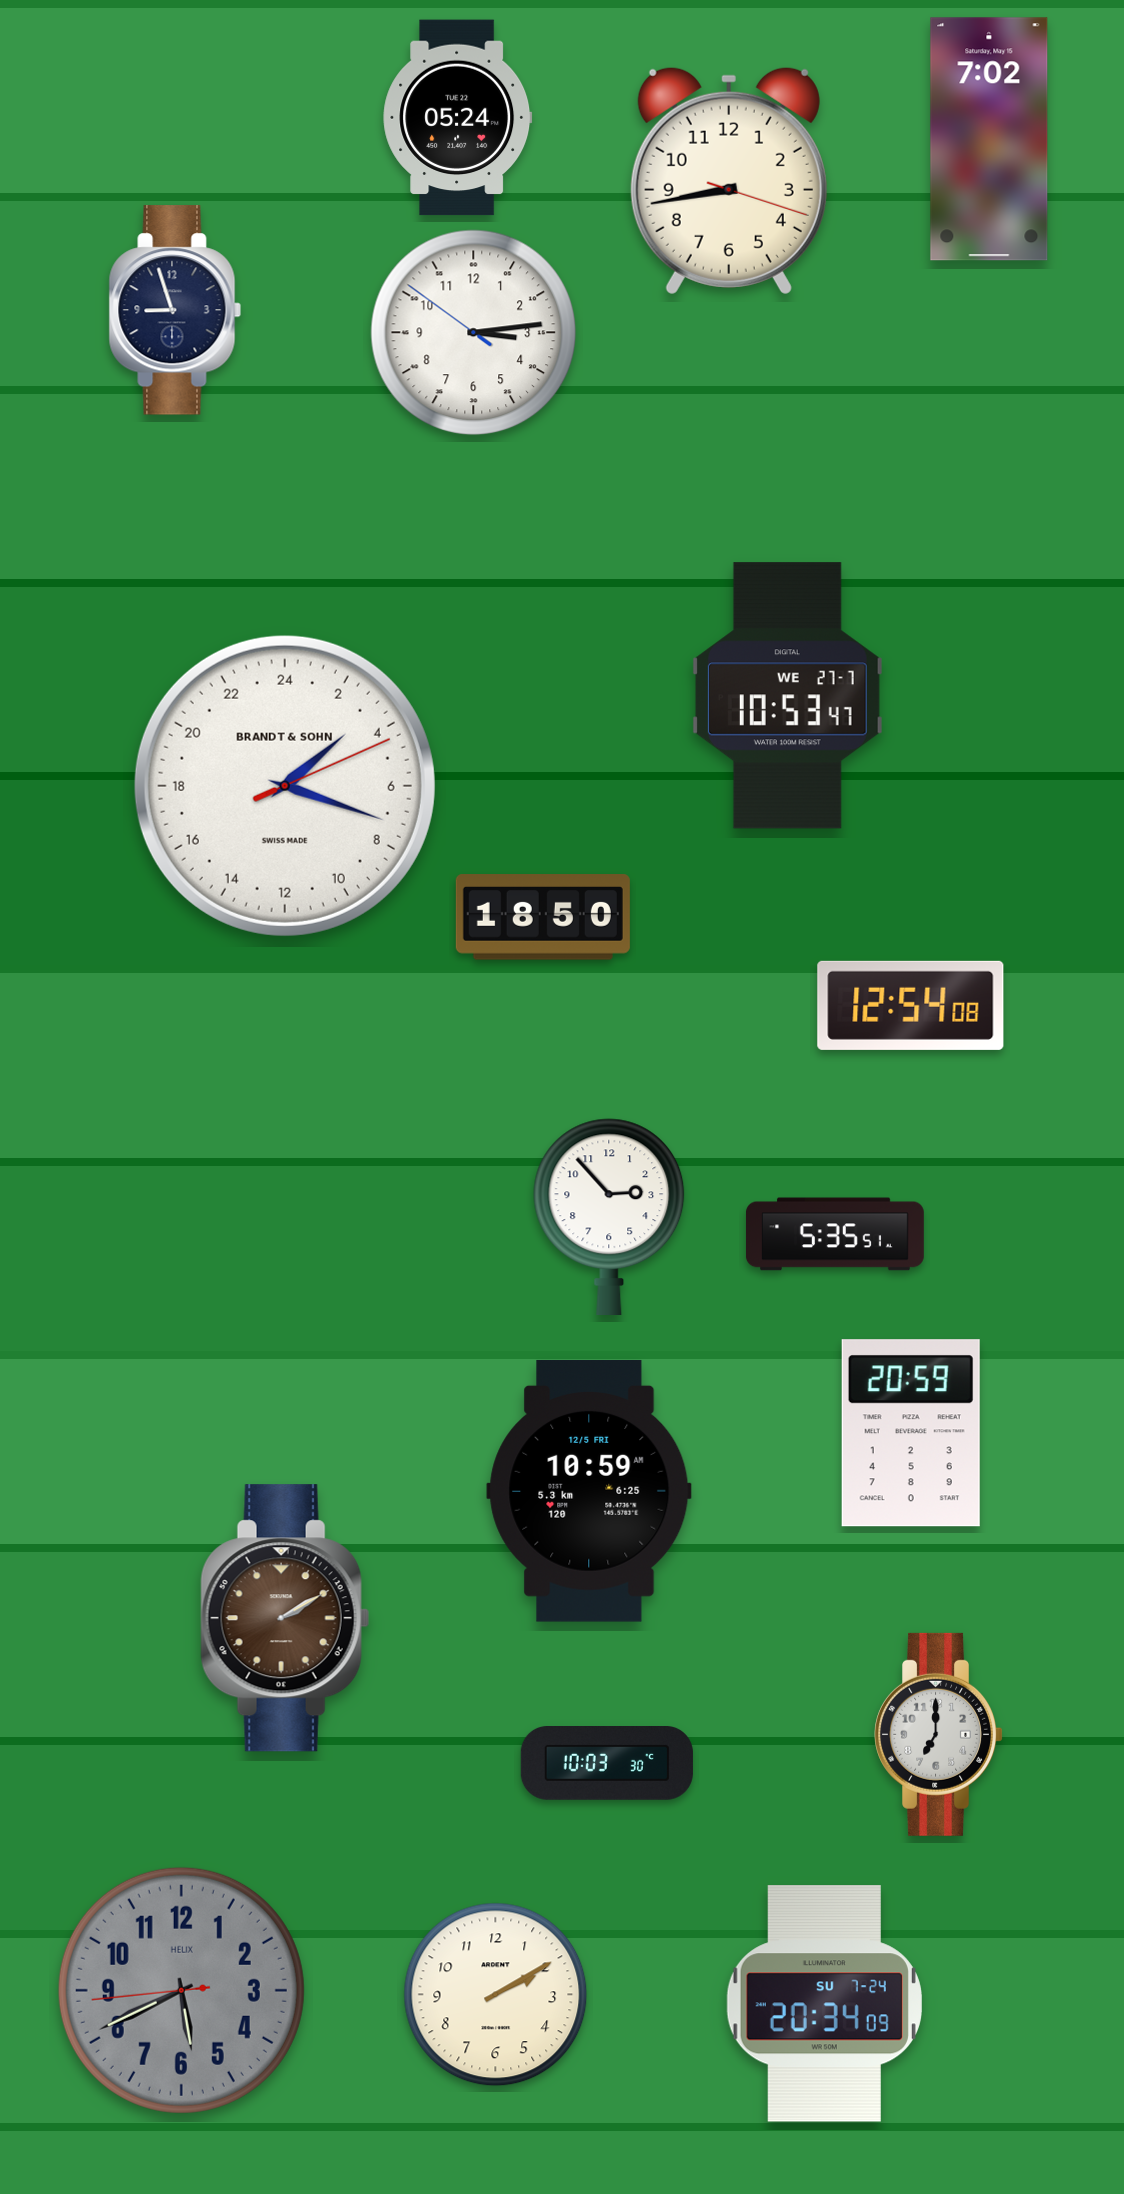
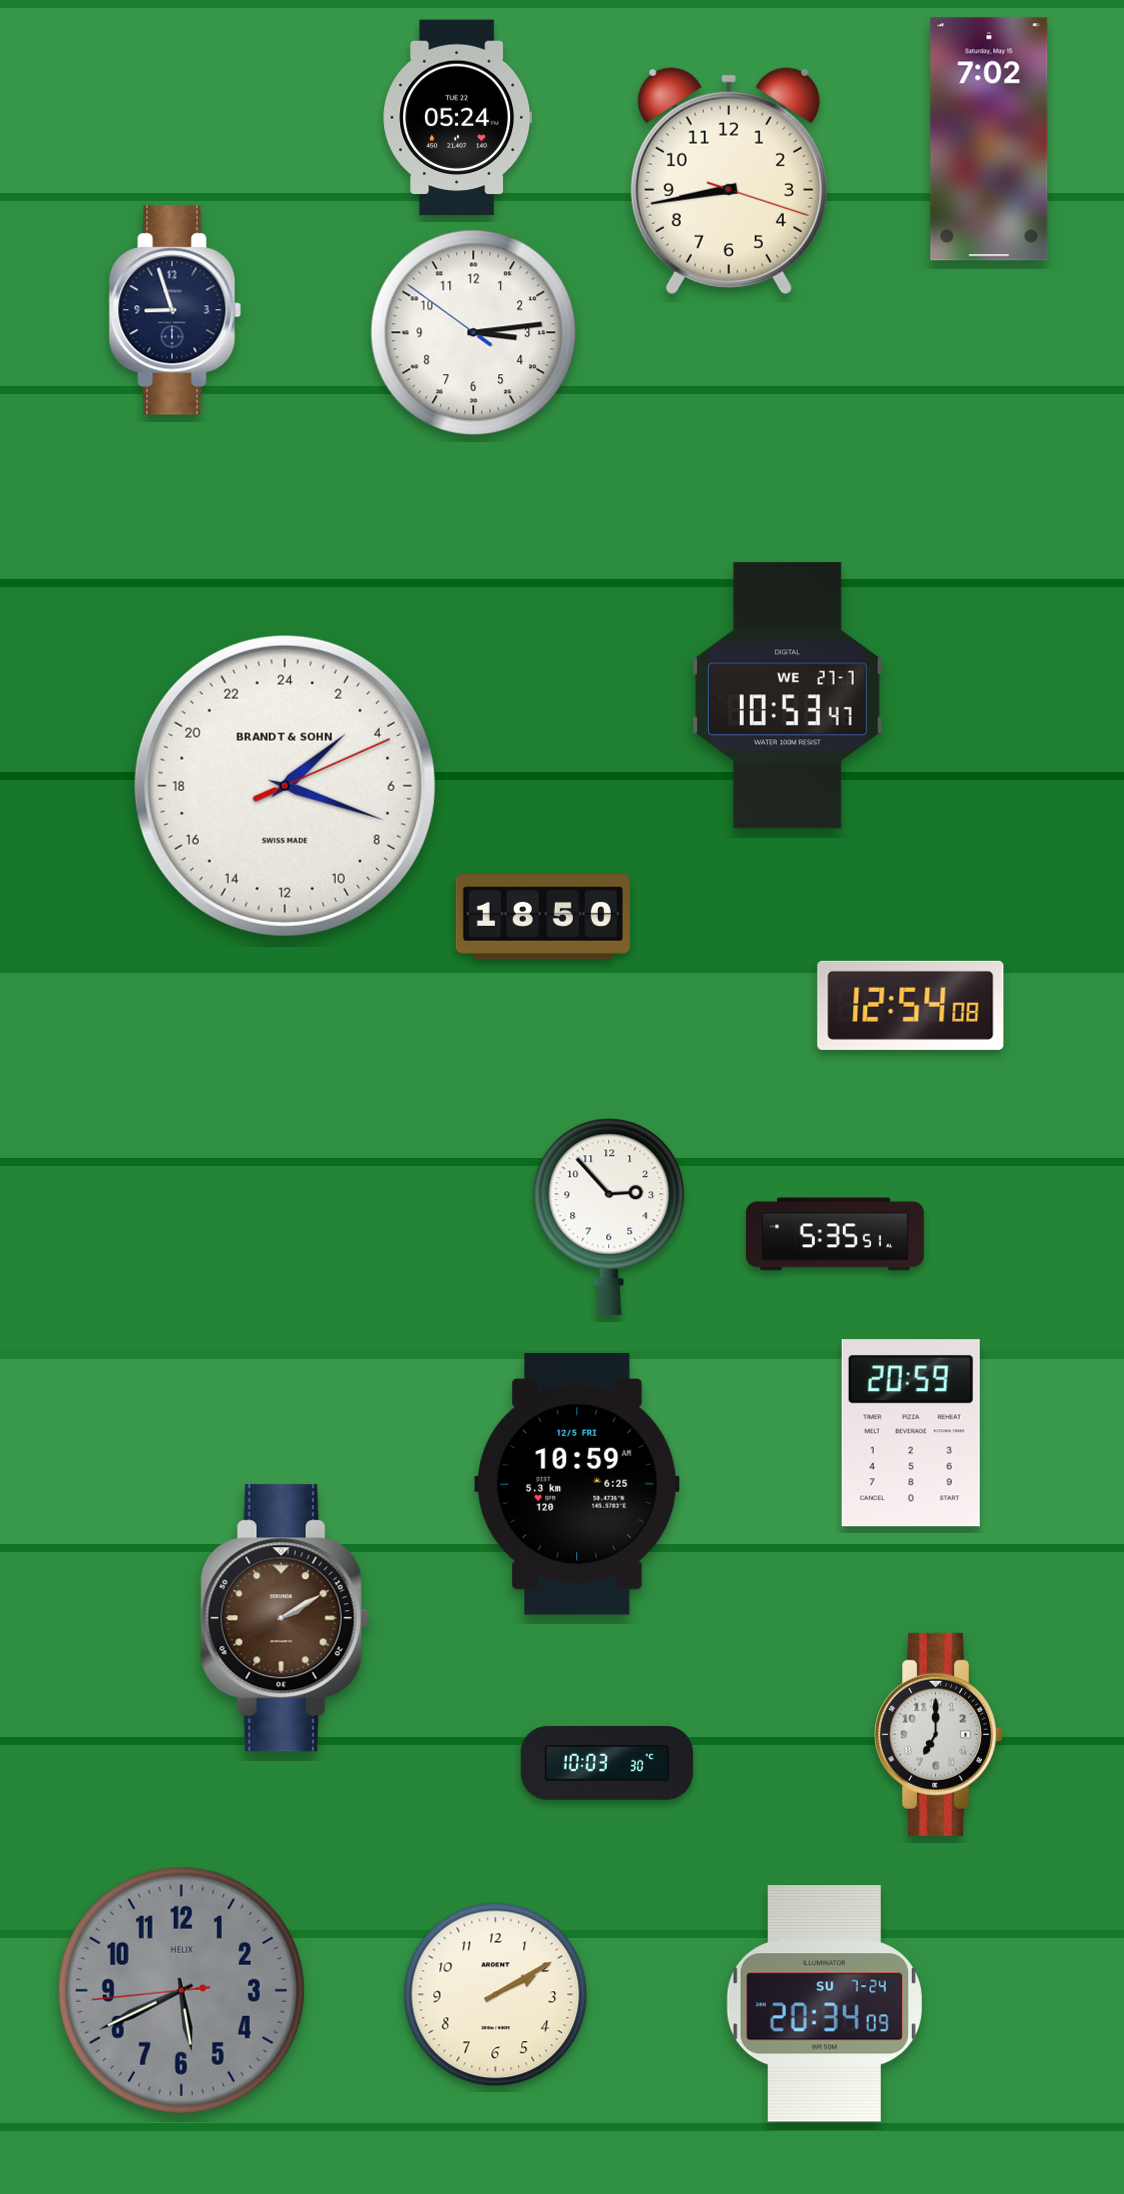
clock at (589, 1491) position: (589, 1491) -> (577, 1484)
